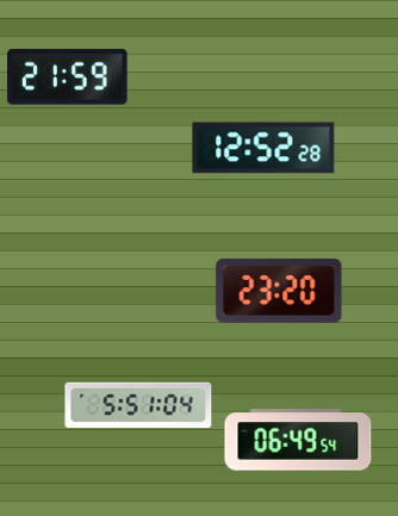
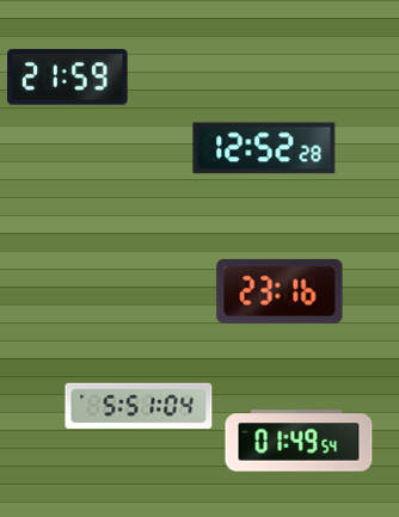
clock at (279, 291): 23:20 -> 23:16
clock at (298, 440): 06:49 -> 01:49
